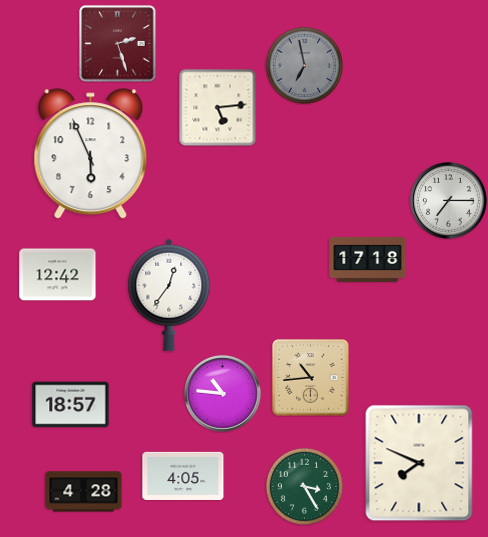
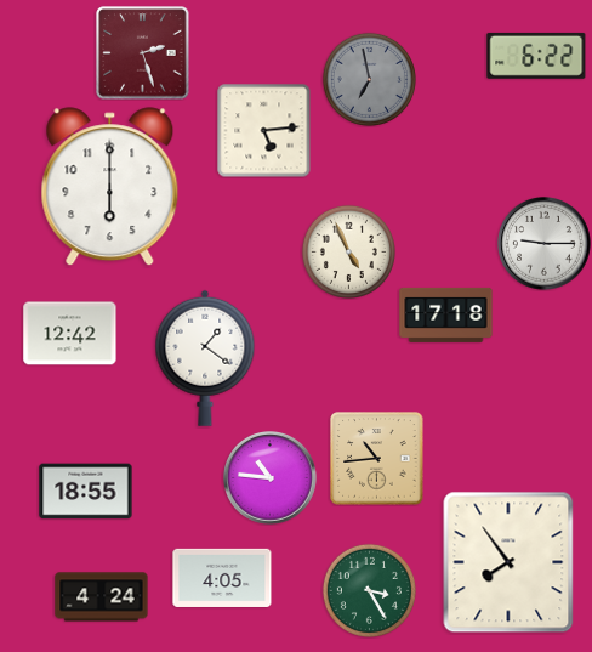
clock at (536, 56): none -> 6:22
clock at (91, 154): 5:56 -> 6:00
clock at (449, 201): 7:15 -> 9:15
clock at (348, 251): none -> 4:56
clock at (169, 295): 12:36 -> 1:21
clock at (71, 405): 18:57 -> 18:55
clock at (419, 463): 7:49 -> 7:54
clock at (84, 492): 4:28 -> 4:24
